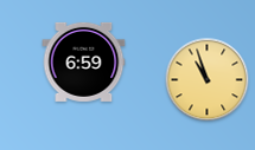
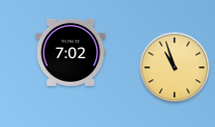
clock at (84, 61): 6:59 -> 7:02
